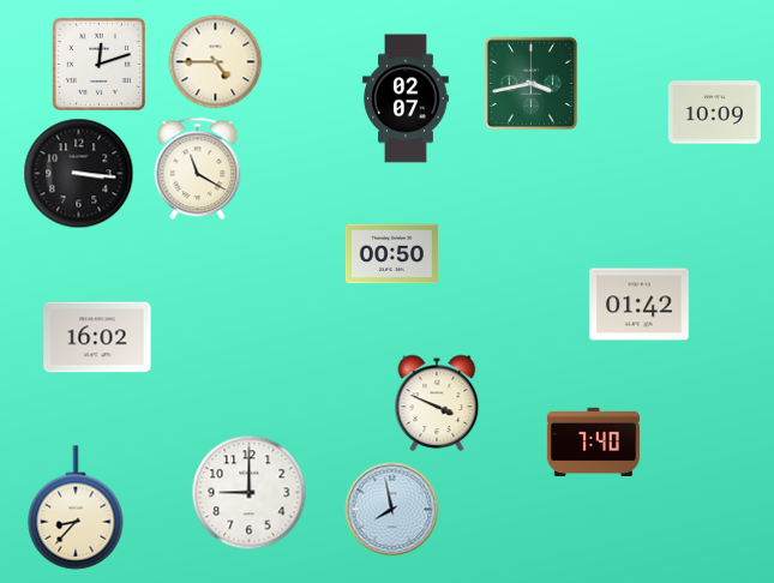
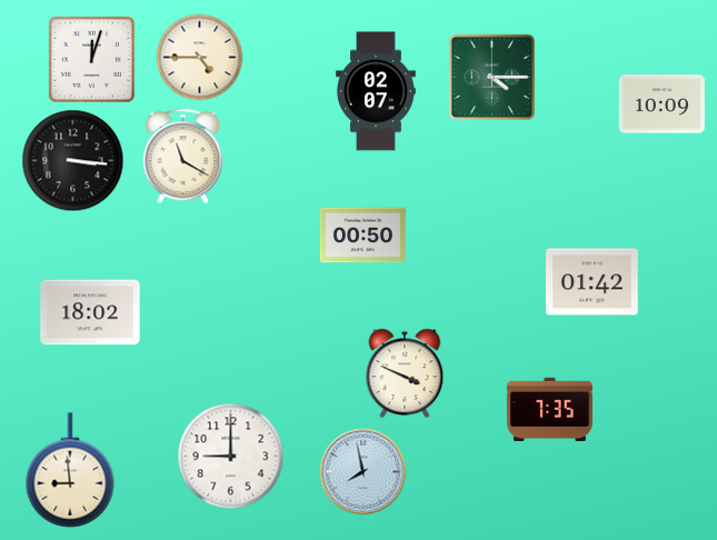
clock at (98, 64): 12:12 -> 12:03
clock at (530, 83): 3:43 -> 4:15
clock at (97, 337): 16:02 -> 18:02
clock at (593, 441): 7:40 -> 7:35
clock at (76, 507): 8:37 -> 8:59
